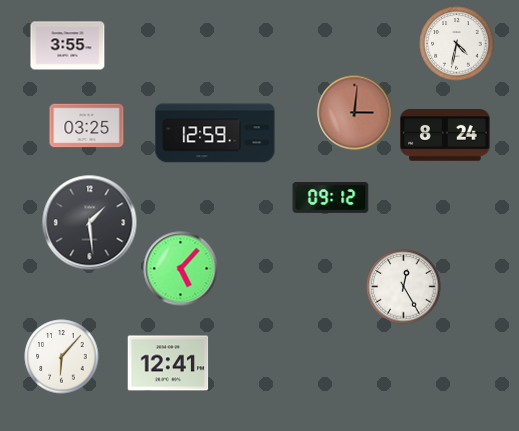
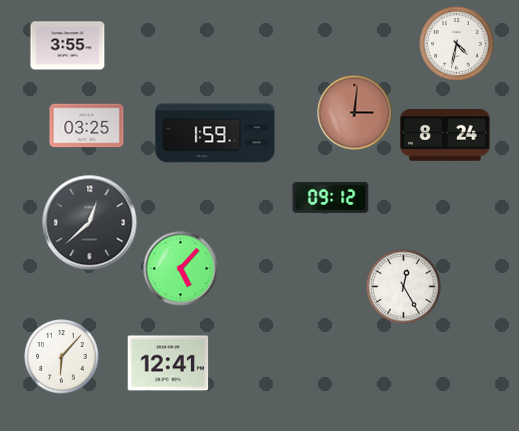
clock at (215, 133): 12:59 -> 1:59
clock at (90, 223): 1:29 -> 12:38
